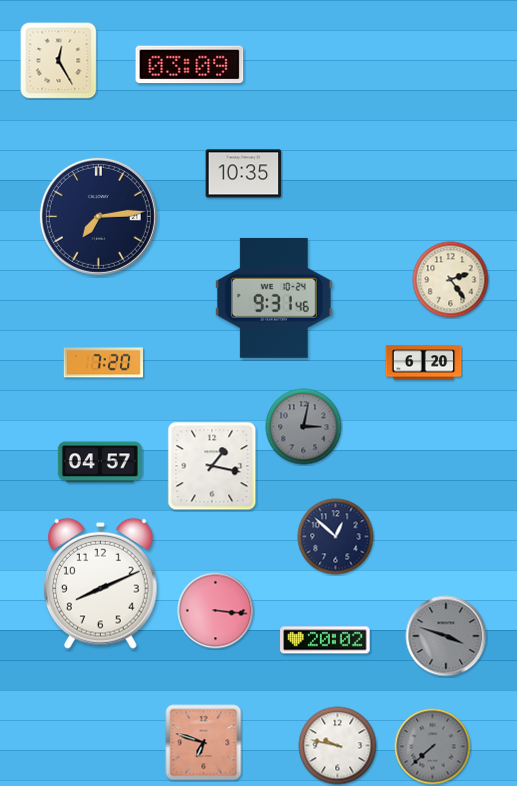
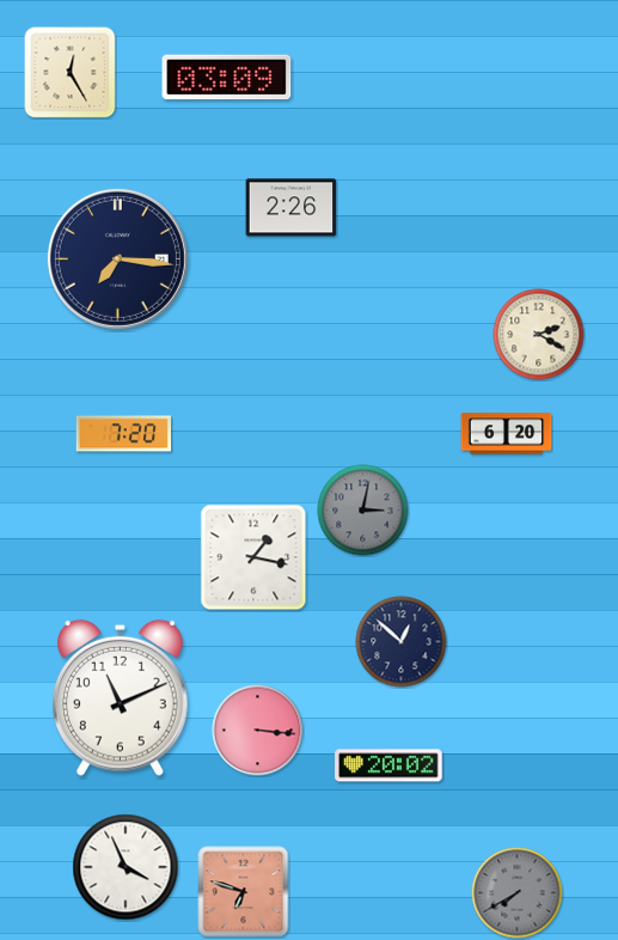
clock at (244, 174): 10:35 -> 2:26
clock at (98, 216): 7:14 -> 7:16
clock at (451, 280): 2:24 -> 2:20
clock at (274, 298): 9:31 -> none
clock at (100, 462): 04:57 -> none
clock at (101, 583): 8:11 -> 11:11
clock at (446, 636): 3:48 -> none
clock at (126, 867): none -> 3:56
clock at (204, 743) position: (204, 743) -> (244, 892)
clock at (338, 746): 9:47 -> none
clock at (433, 747): 7:38 -> 7:40
